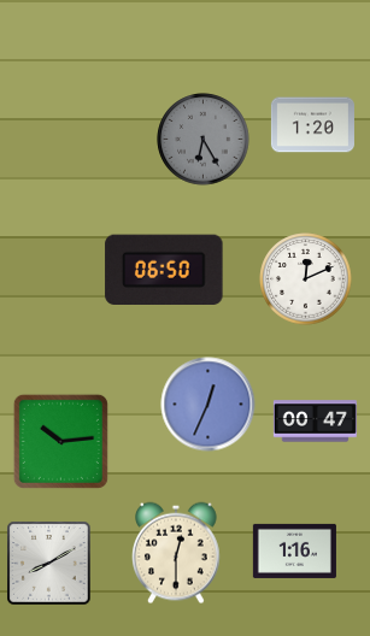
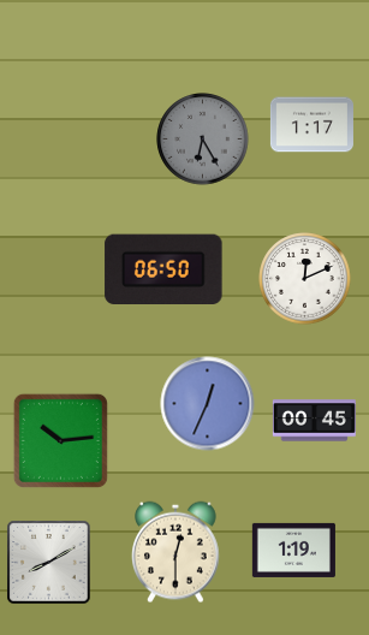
clock at (312, 125): 1:20 -> 1:17
clock at (315, 422): 00:47 -> 00:45
clock at (294, 550): 1:16 -> 1:19
